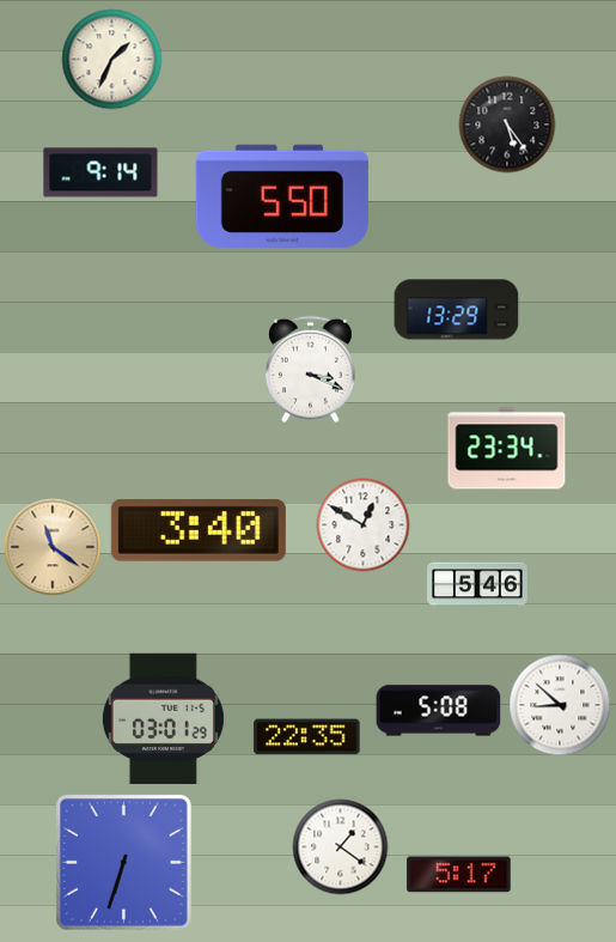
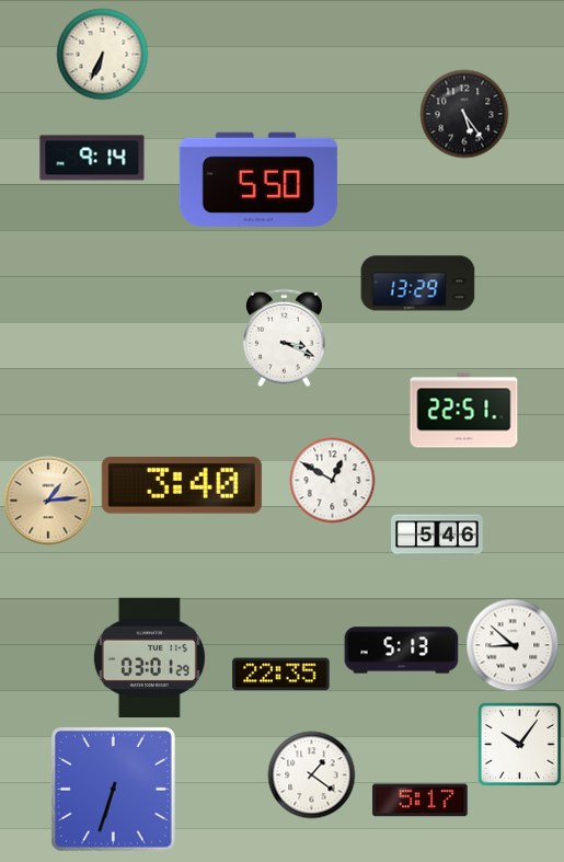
clock at (112, 60): 1:34 -> 6:34
clock at (507, 449): 23:34 -> 22:51
clock at (53, 547): 11:21 -> 1:14
clock at (439, 711): 5:08 -> 5:13
clock at (519, 744): none -> 10:06
